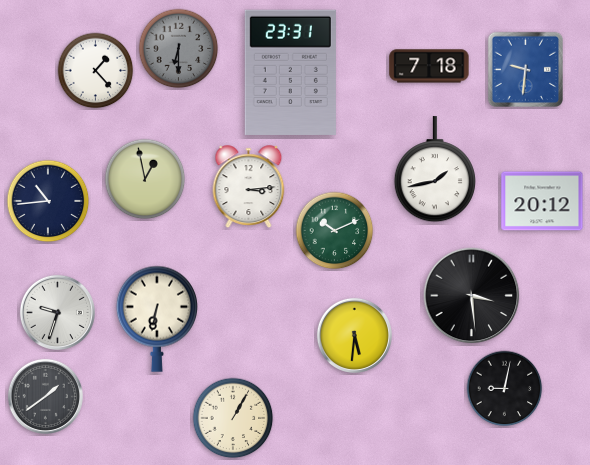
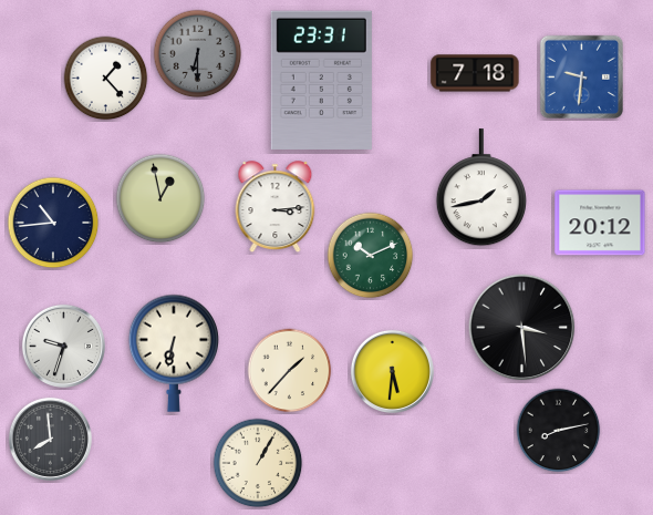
clock at (290, 371): none -> 1:37
clock at (505, 389): 9:02 -> 8:13
clock at (45, 396): 1:39 -> 7:59
